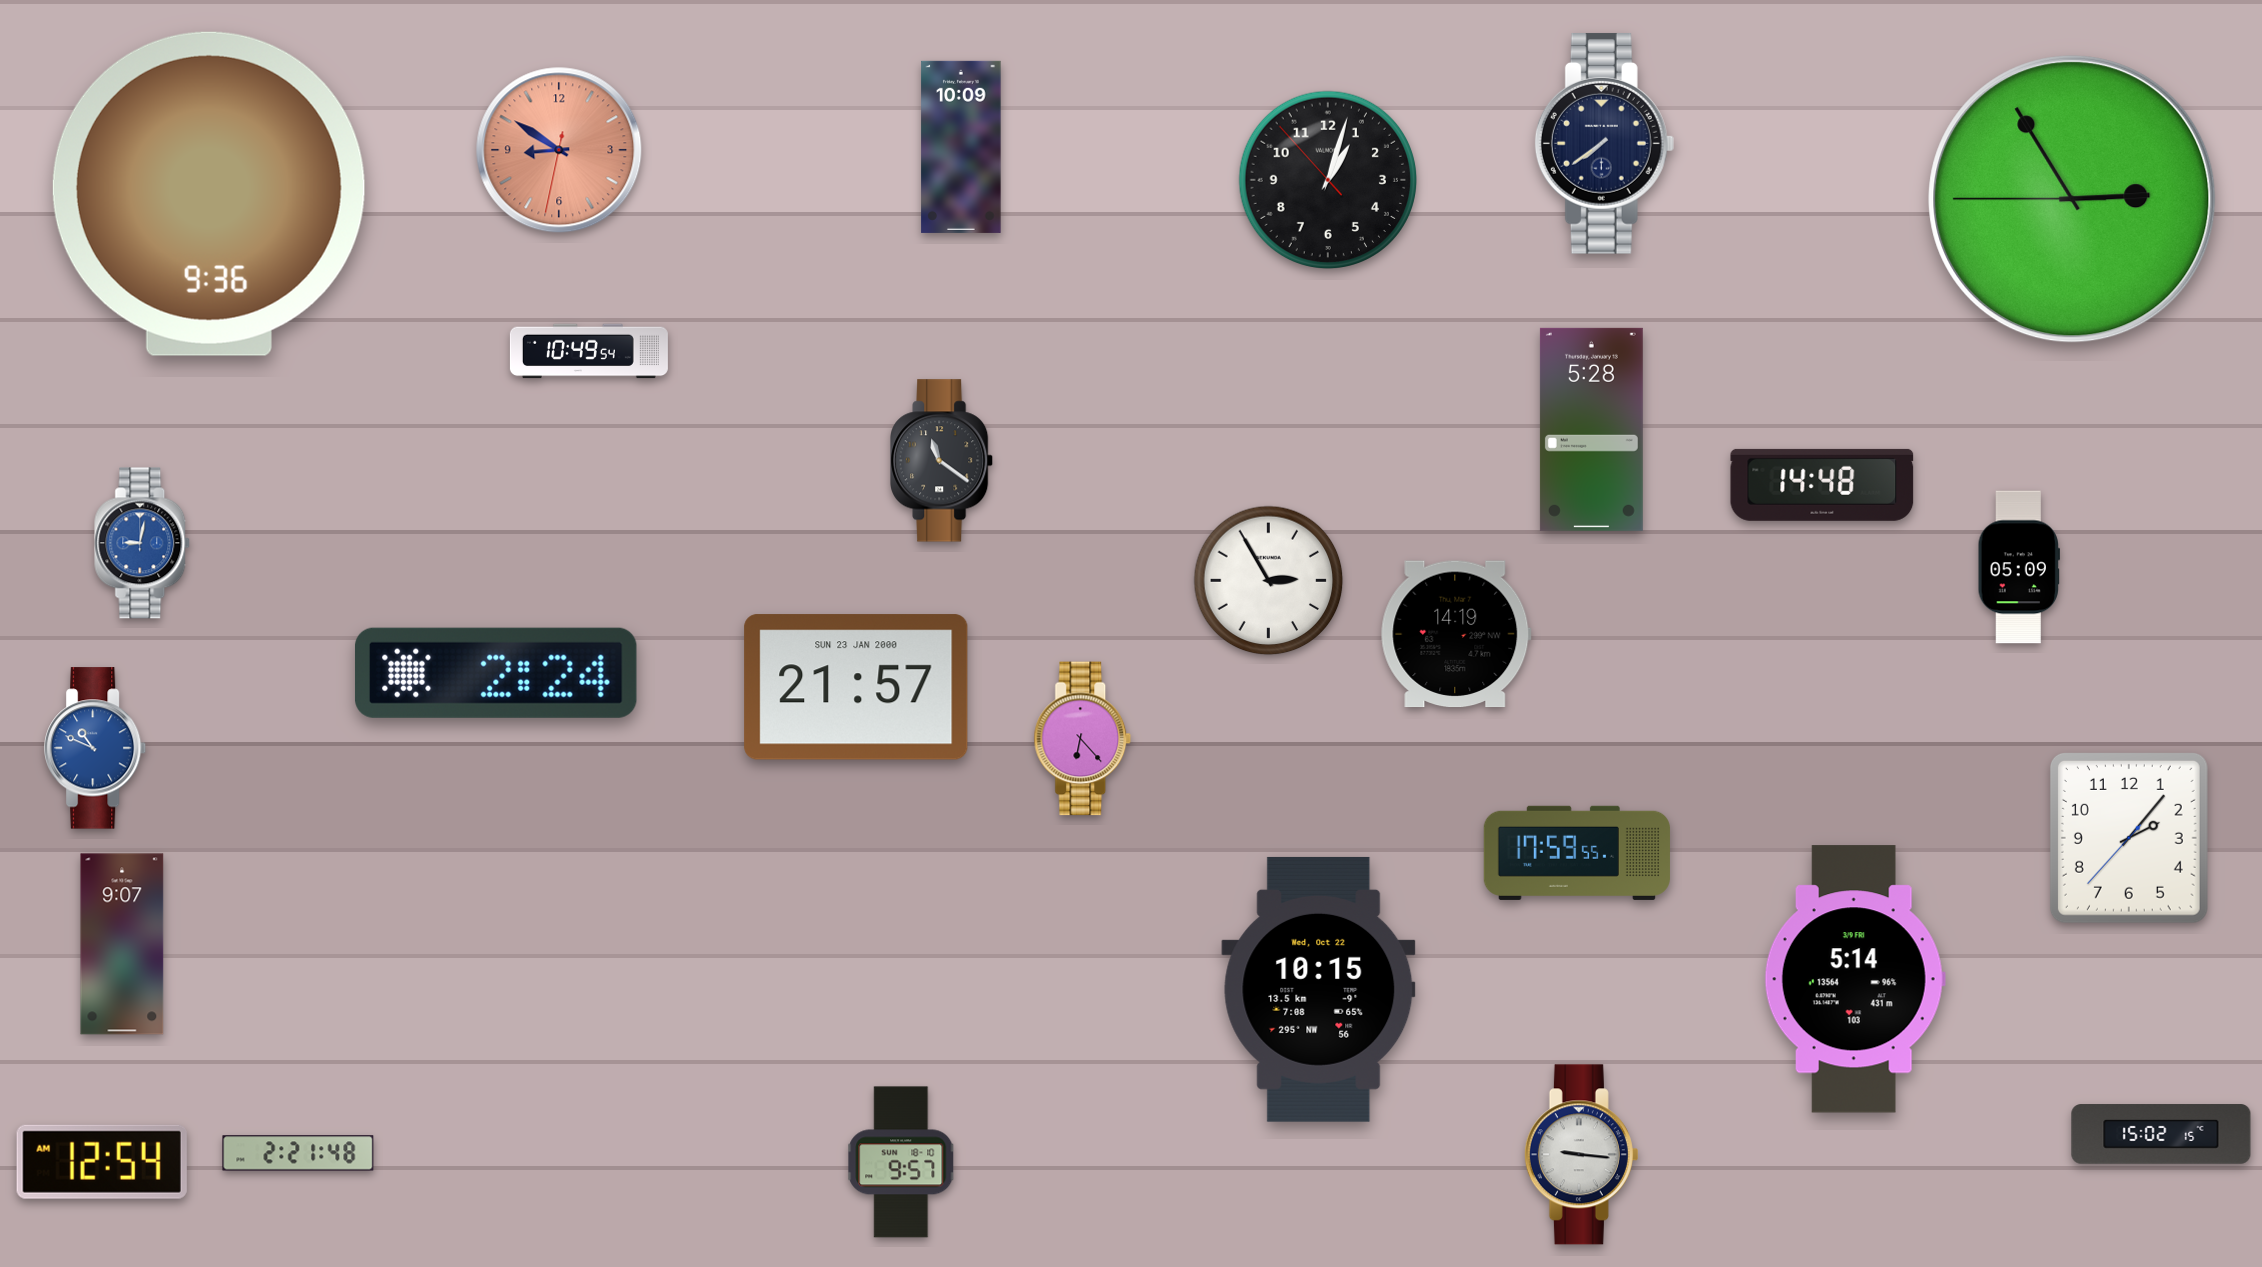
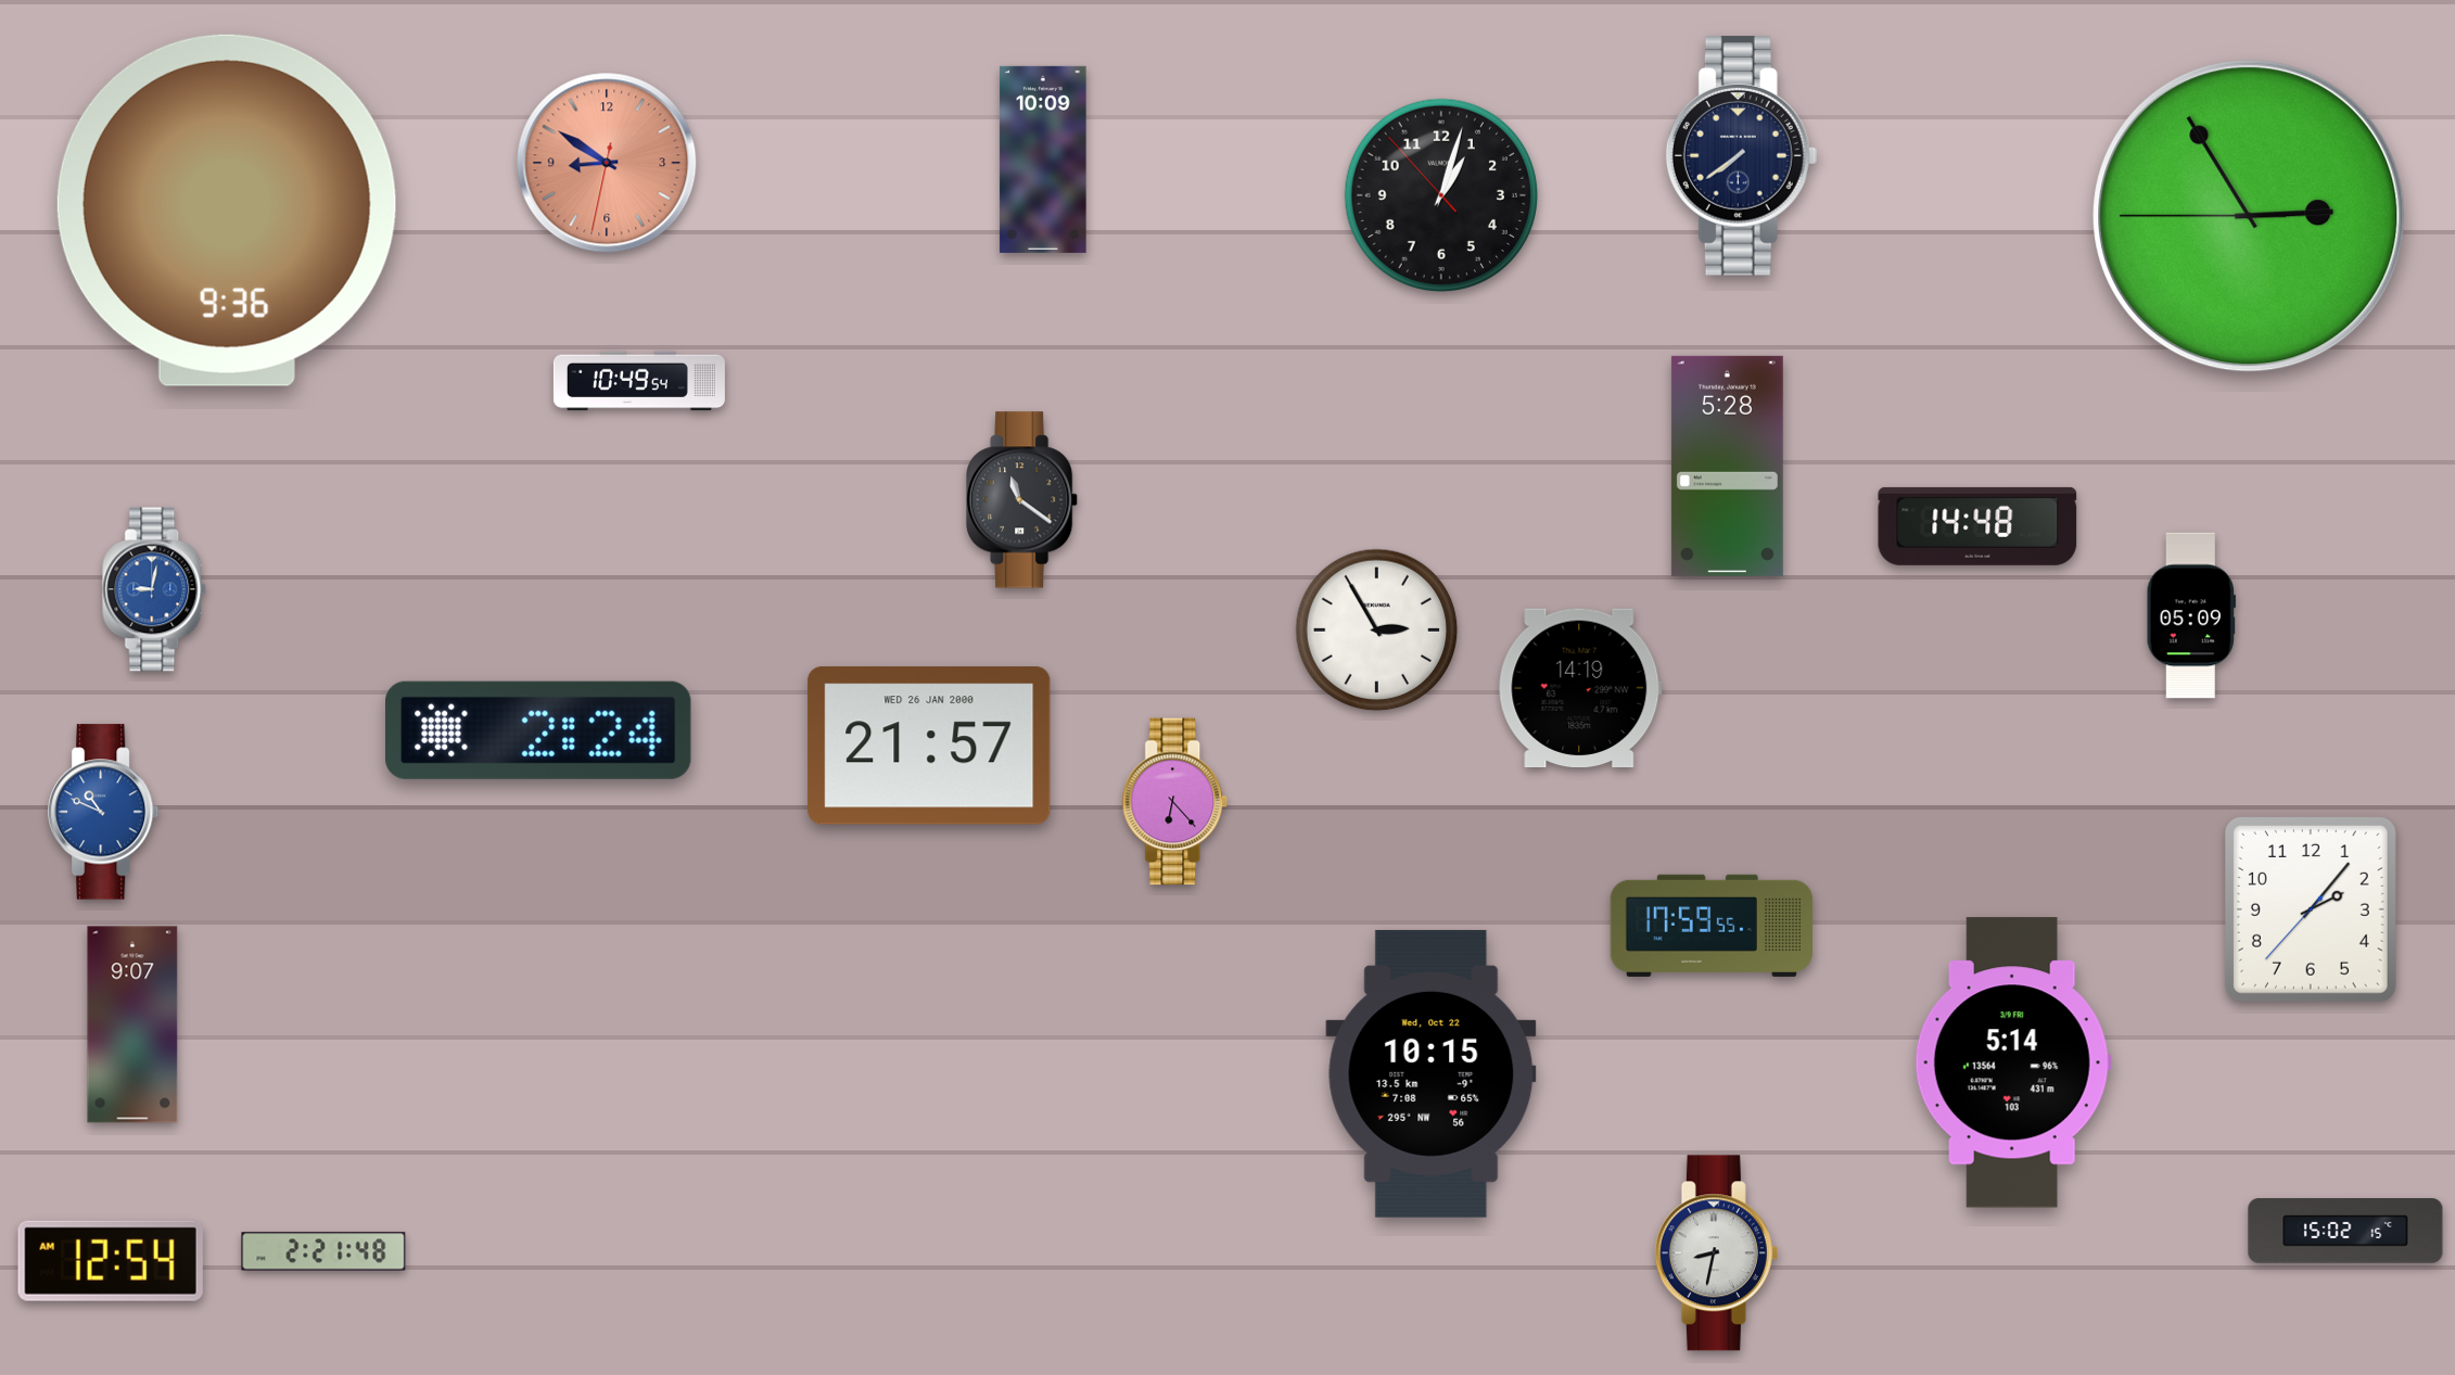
clock at (856, 687) date: SUN 23 JAN 2000 -> WED 26 JAN 2000
clock at (1581, 1155): 9:16 -> 8:32
clock at (901, 1162): 9:57 -> none
